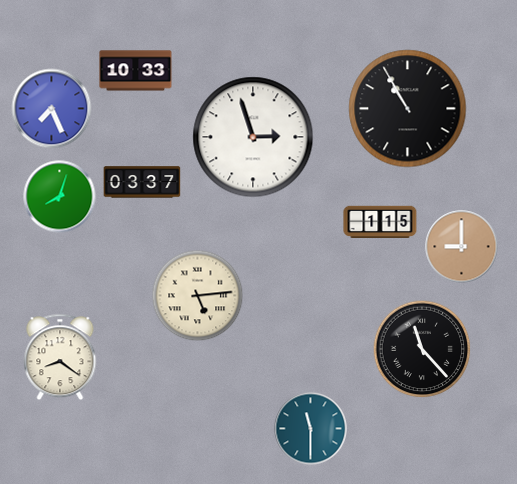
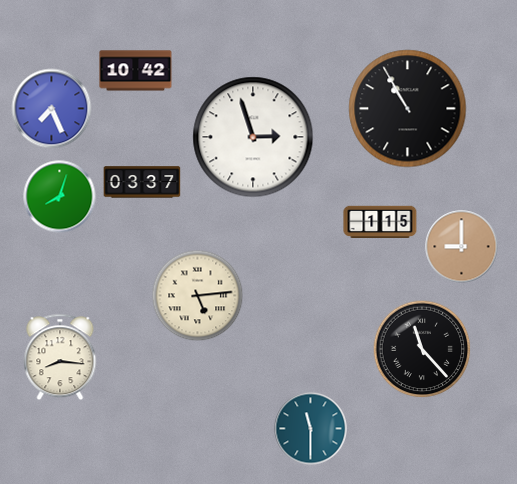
clock at (136, 71): 10:33 -> 10:42
clock at (60, 357): 8:21 -> 8:16
